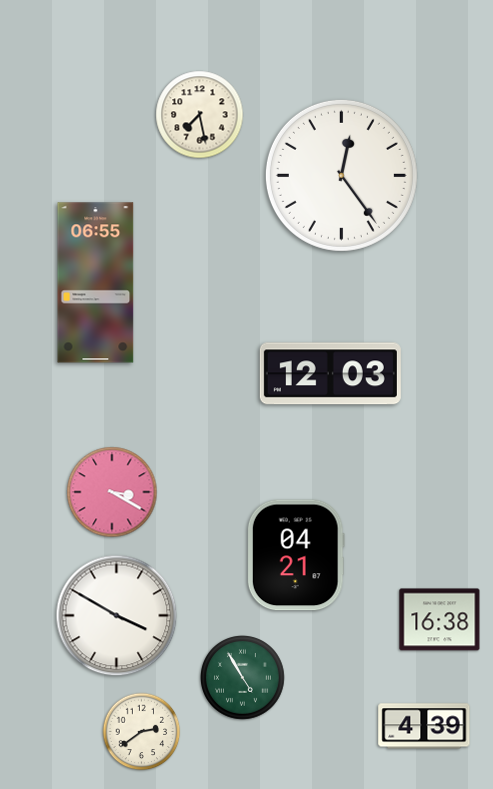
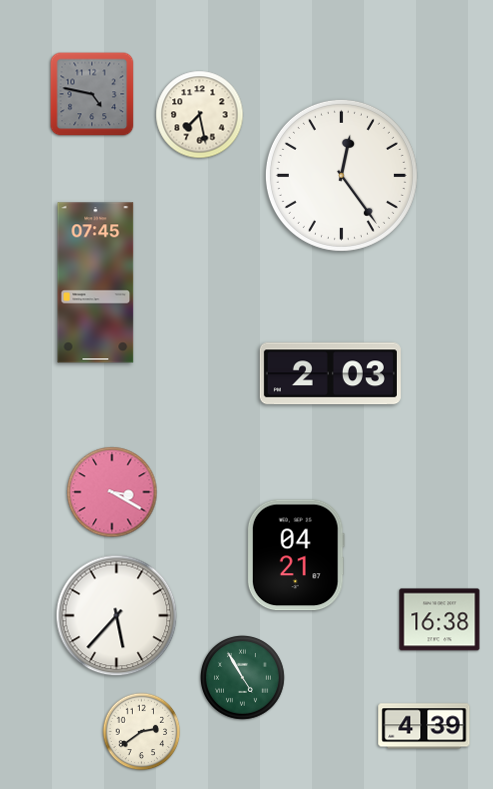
clock at (92, 94): none -> 4:47
clock at (96, 283): 06:55 -> 07:45
clock at (330, 374): 12:03 -> 2:03
clock at (117, 616): 3:50 -> 5:37
